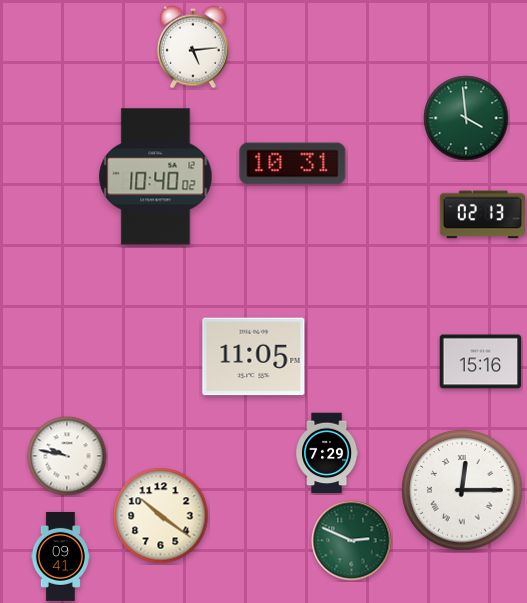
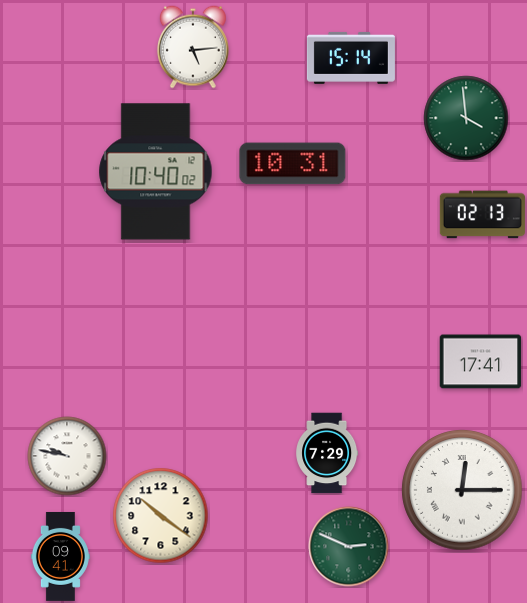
clock at (351, 58): none -> 15:14
clock at (156, 177) position: (156, 177) -> (156, 172)
clock at (254, 357): 11:05 -> none
clock at (481, 362): 15:16 -> 17:41
clock at (352, 541) position: (352, 541) -> (349, 547)
